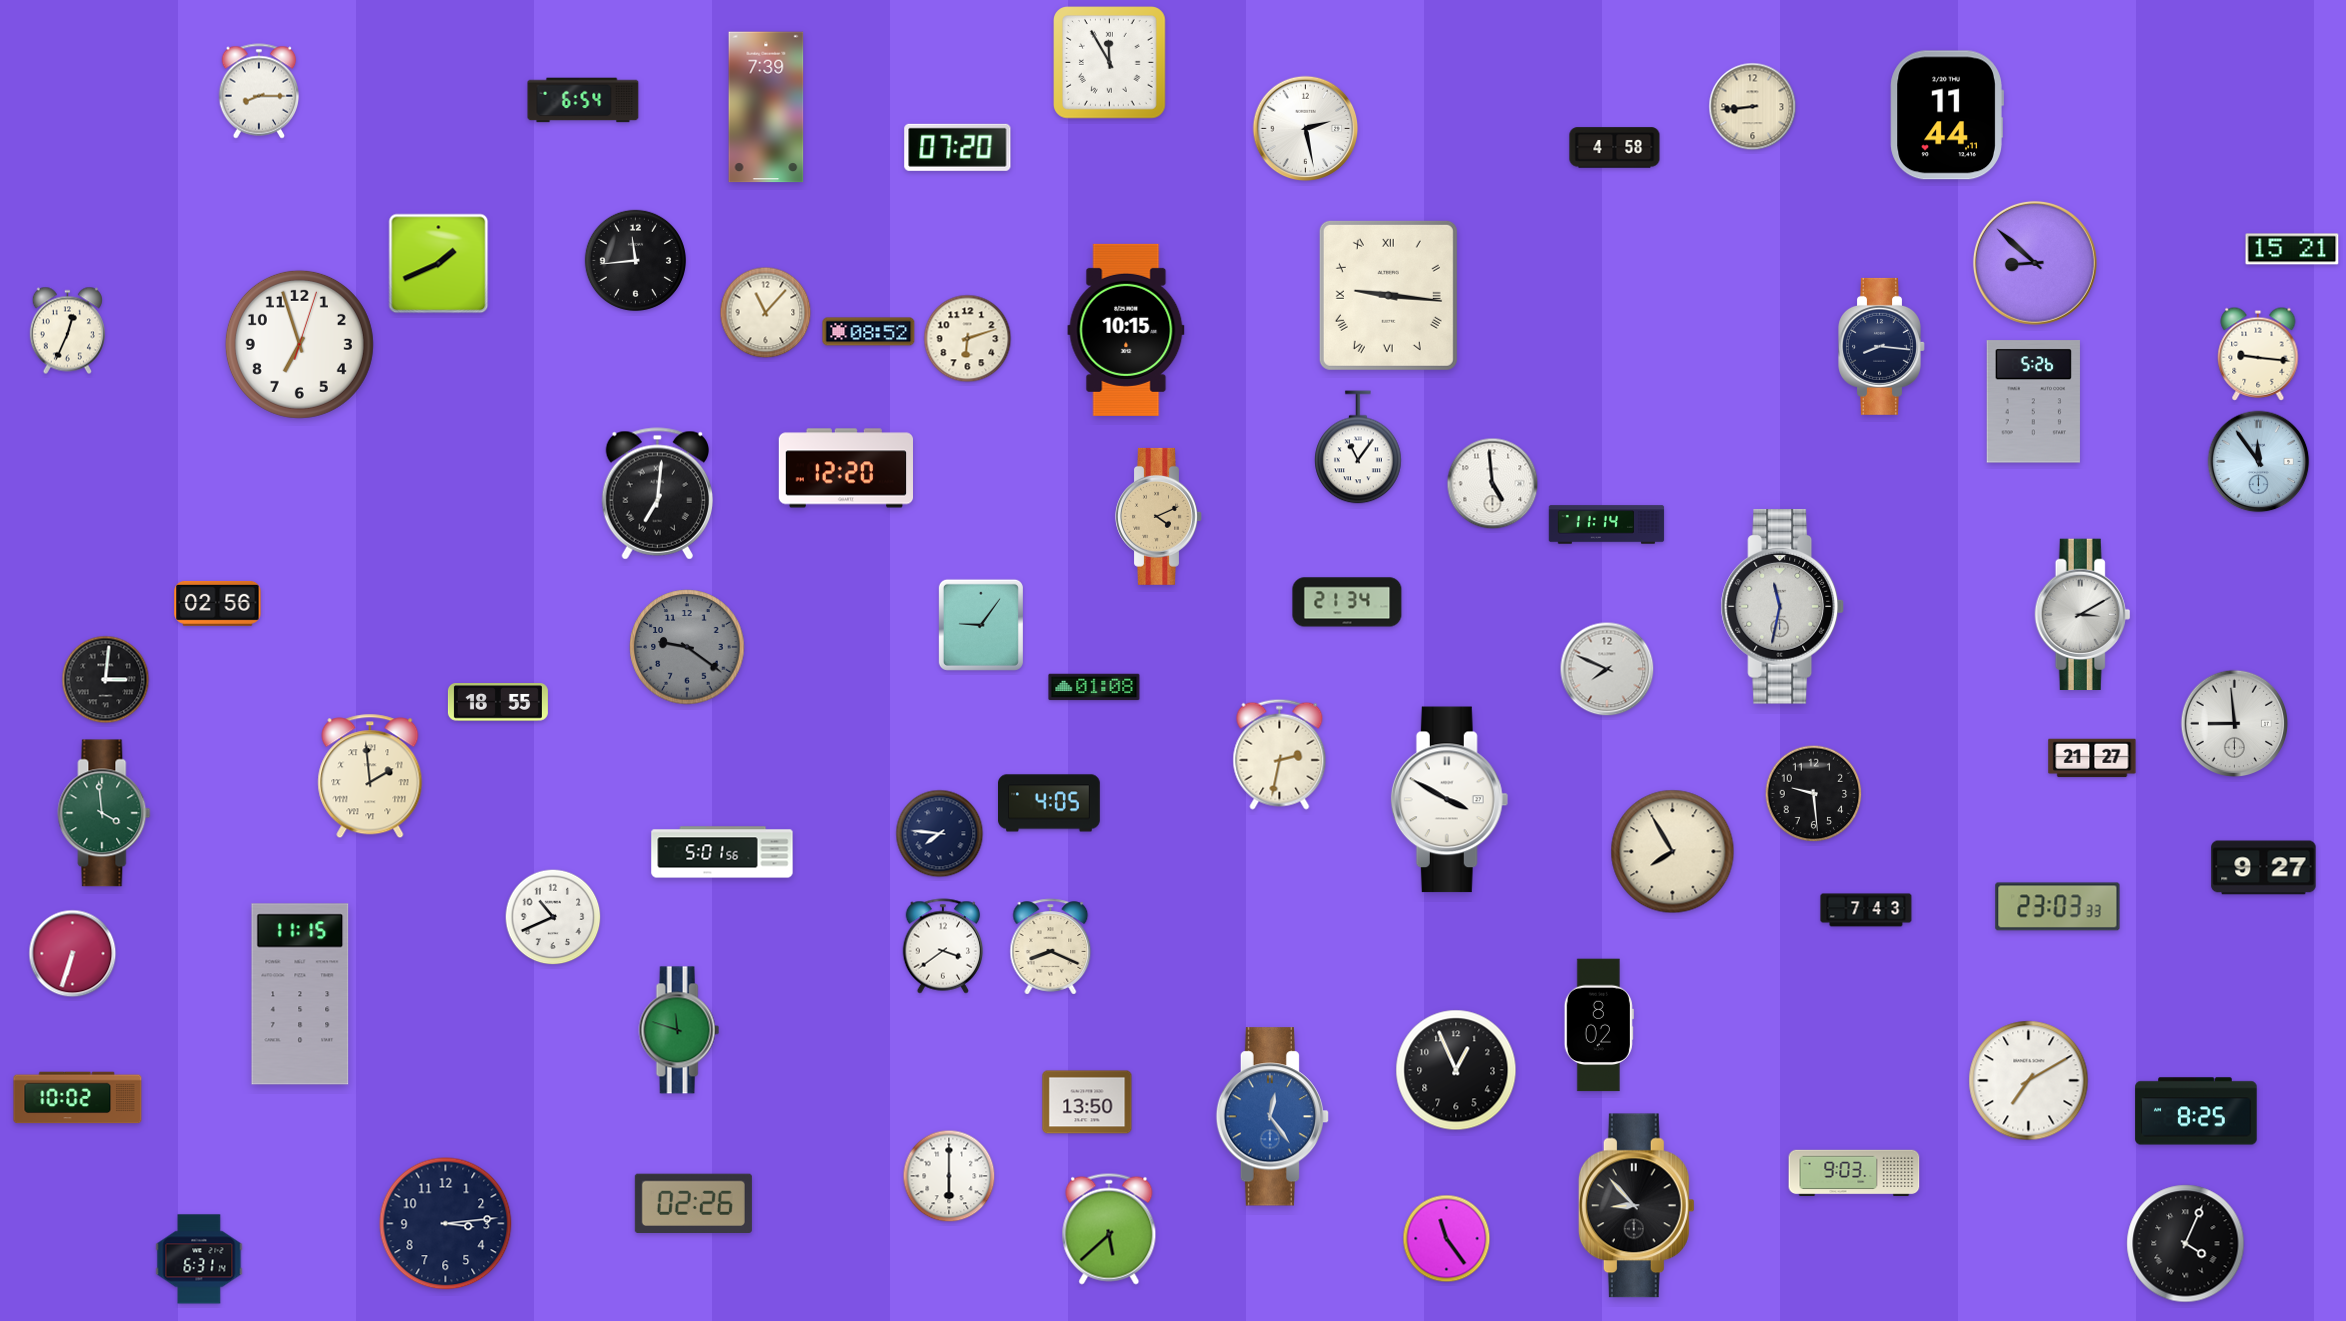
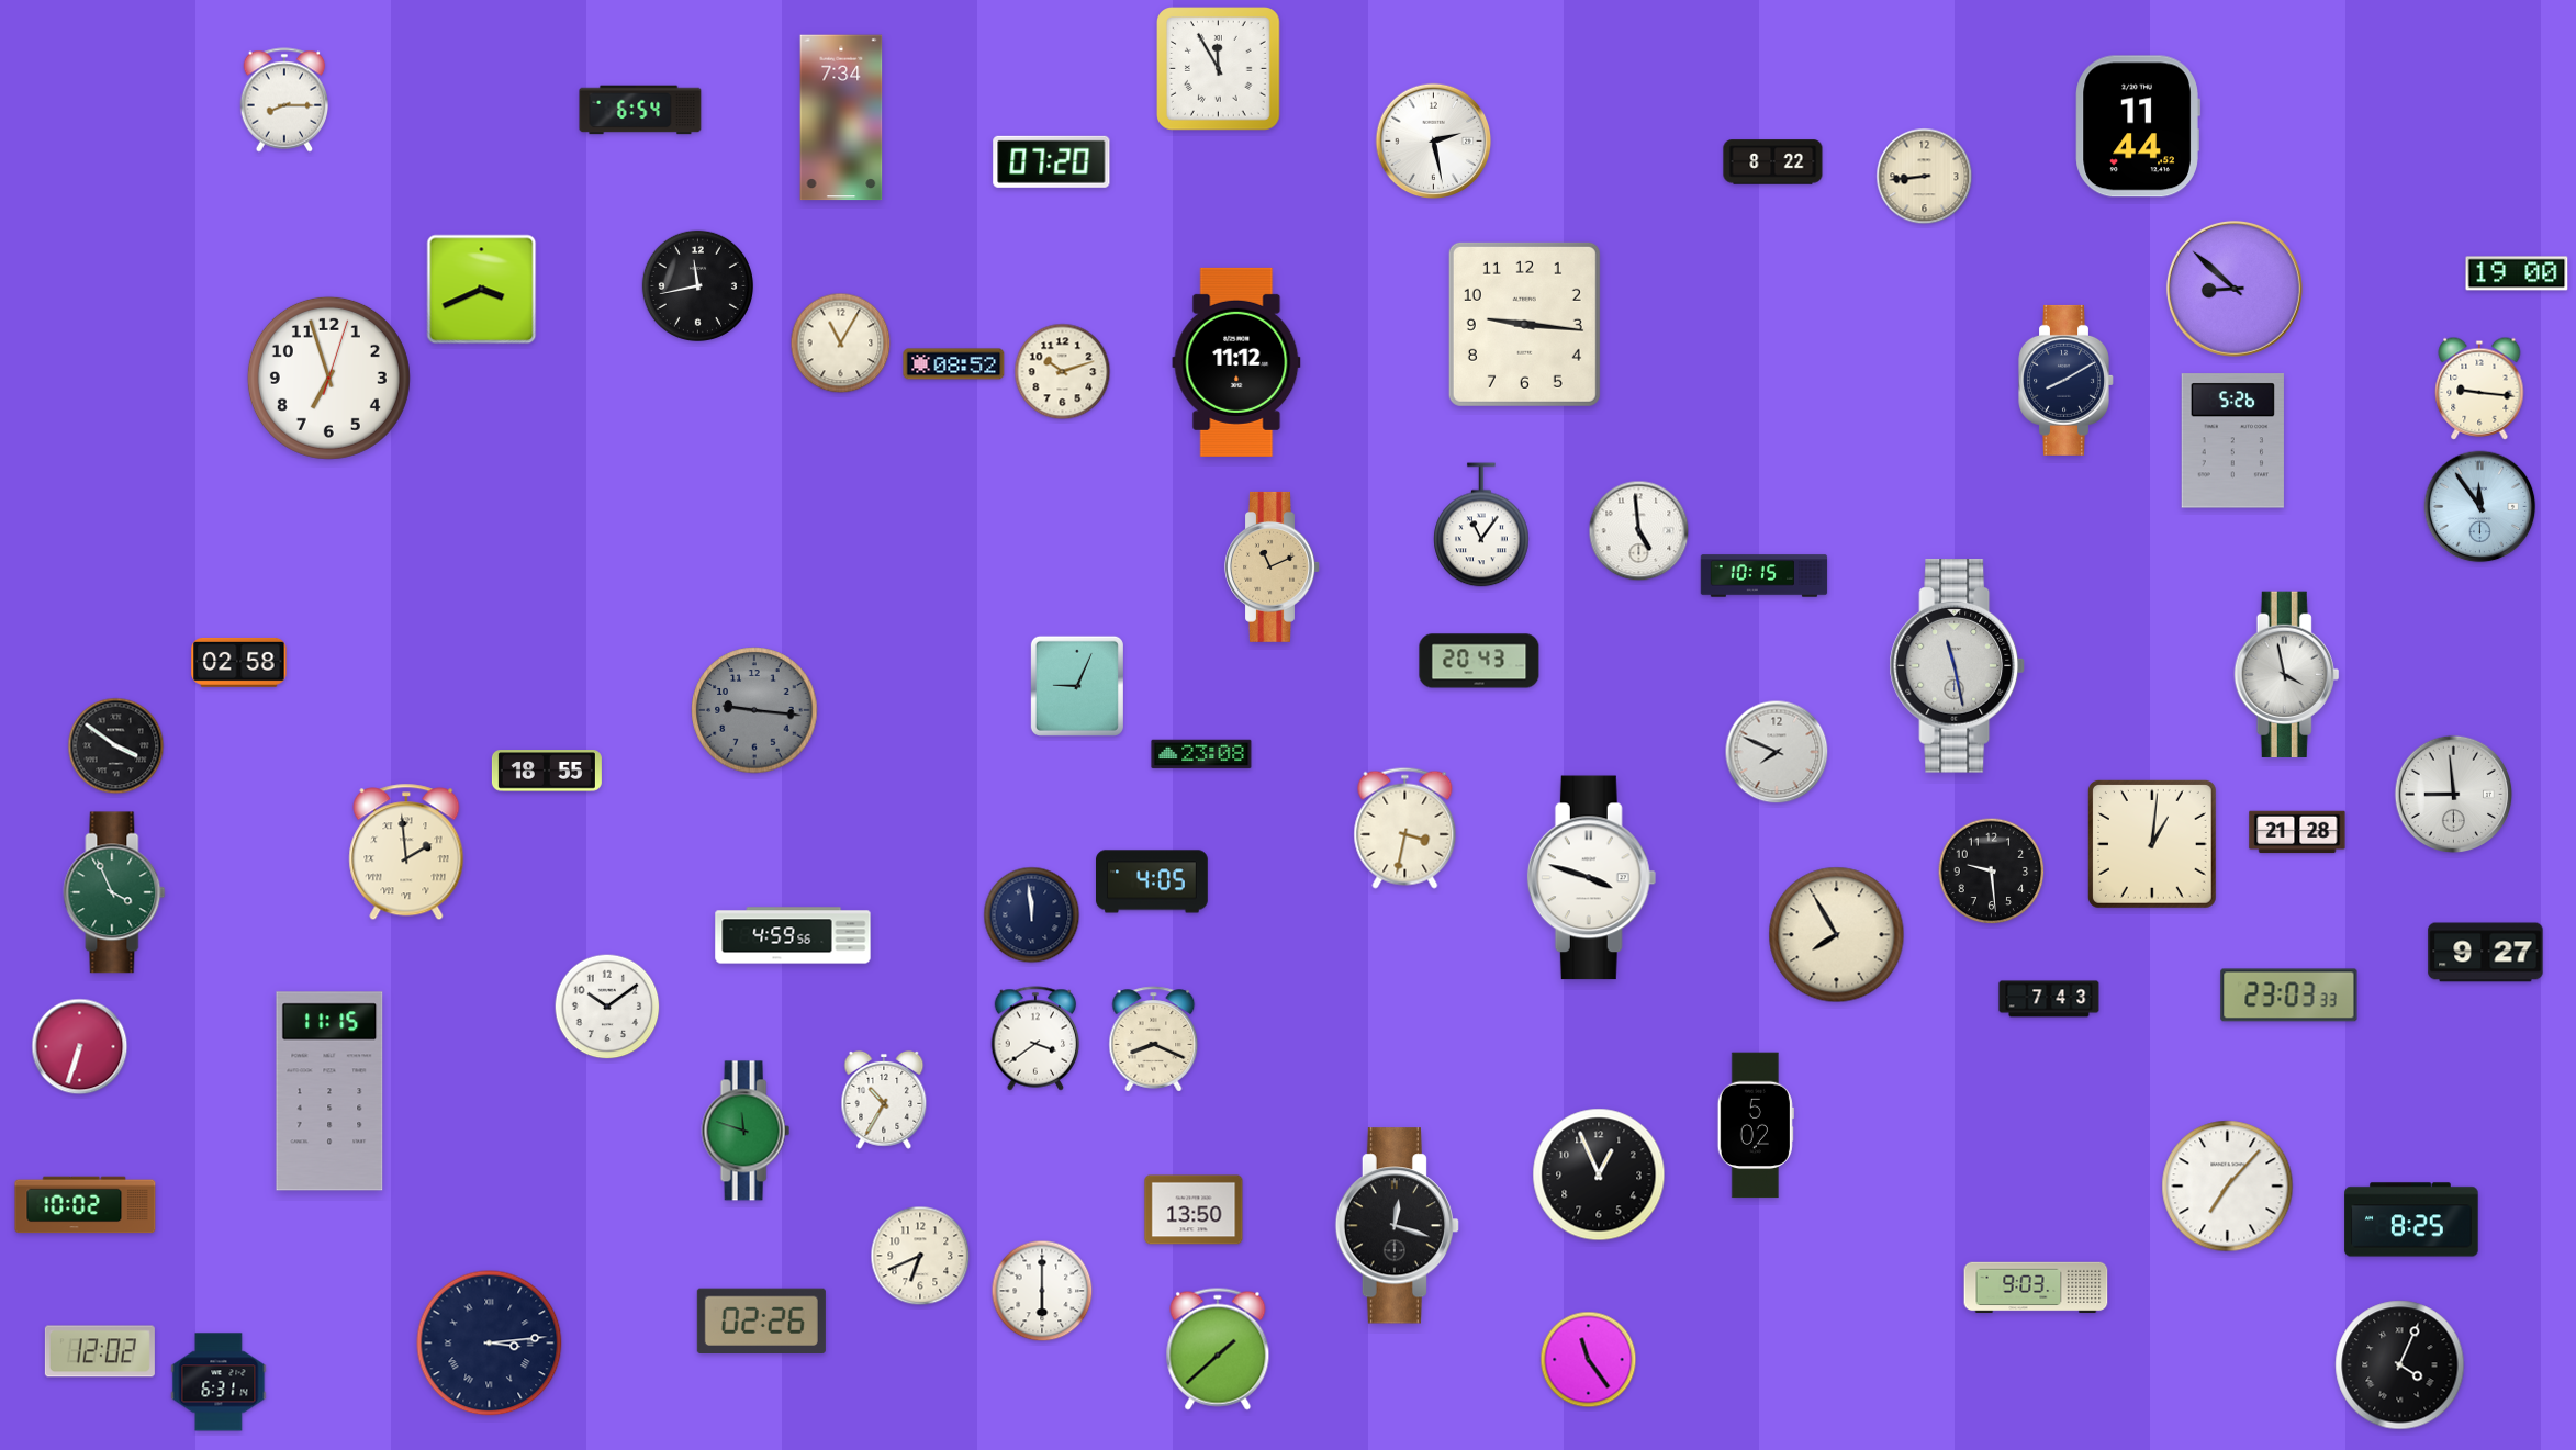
clock at (766, 107): 7:39 -> 7:34
clock at (1753, 107) position: (1753, 107) -> (1925, 177)
clock at (1947, 115): 11:44:11 -> 11:44:52
clock at (1615, 148): 4:58 -> 8:22
clock at (2292, 249): 15:21 -> 19:00
clock at (635, 260): 11:44 -> 11:43
clock at (439, 264): 1:41 -> 3:41
clock at (1388, 295) numerals: Roman -> Arabic
clock at (766, 313): 11:07 -> 11:05
clock at (1126, 330): 10:15 -> 11:12
clock at (67, 331): 12:34 -> none
clock at (968, 339): 6:12 -> 10:12
clock at (1882, 346): 8:16 -> 8:10
clock at (1358, 447) position: (1358, 447) -> (1481, 525)
clock at (845, 468): 12:20 -> none
clock at (657, 494): 7:01 -> none
clock at (1159, 516): 4:11 -> 11:11
clock at (1607, 525): 11:14 -> 10:15
clock at (1347, 602): 21:34 -> 20:43
clock at (218, 603): 02:56 -> 02:58
clock at (1782, 607): 11:32 -> 11:28
clock at (2083, 614): 3:10 -> 3:58
clock at (981, 625): 9:06 -> 9:04
clock at (687, 647): 9:21 -> 9:16
clock at (1607, 669) position: (1607, 669) -> (1777, 752)
clock at (106, 680): 3:01 -> 3:51
clock at (1094, 687): 01:08 -> 23:08
clock at (1280, 754): 2:32 -> 3:32
clock at (2092, 758): 21:27 -> 21:28
clock at (2152, 844): none -> 1:01
clock at (1450, 800): 3:50 -> 3:48
clock at (104, 813): 3:59 -> 3:56
clock at (940, 834): 7:46 -> 11:59
clock at (722, 852): 5:01 -> 4:59
clock at (2058, 907) position: (2058, 907) -> (2289, 996)
clock at (553, 917): 10:41 -> 10:09
clock at (884, 1100): none -> 10:35
clock at (1599, 1025): 8:02 -> 5:02
clock at (2029, 1081): 7:10 -> 7:07
clock at (1272, 1117): 12:24 -> 12:18
clock at (1272, 1117) dial: blue -> black
clock at (920, 1256): none -> 6:41
clock at (1636, 1206): 8:53 -> none
clock at (446, 1224) numerals: Arabic -> Roman
clock at (1109, 1229): 5:38 -> 1:38
clock at (100, 1351): none -> 12:02
